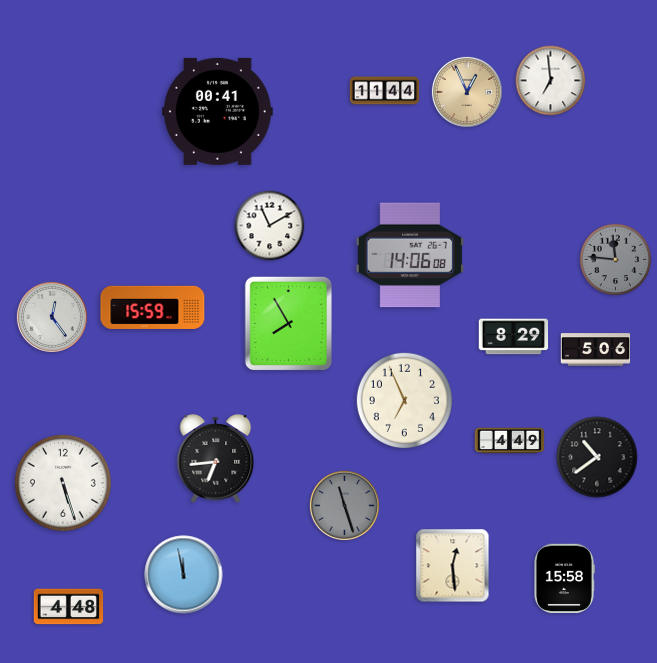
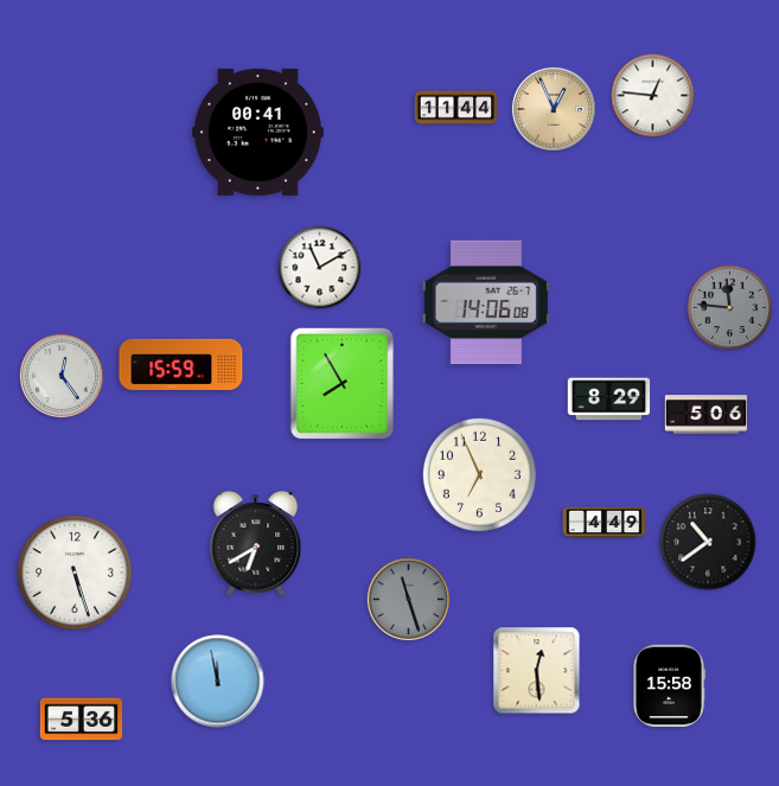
clock at (551, 81): 6:59 -> 12:46
clock at (216, 459): 6:44 -> 6:40
clock at (69, 607): 4:48 -> 5:36
